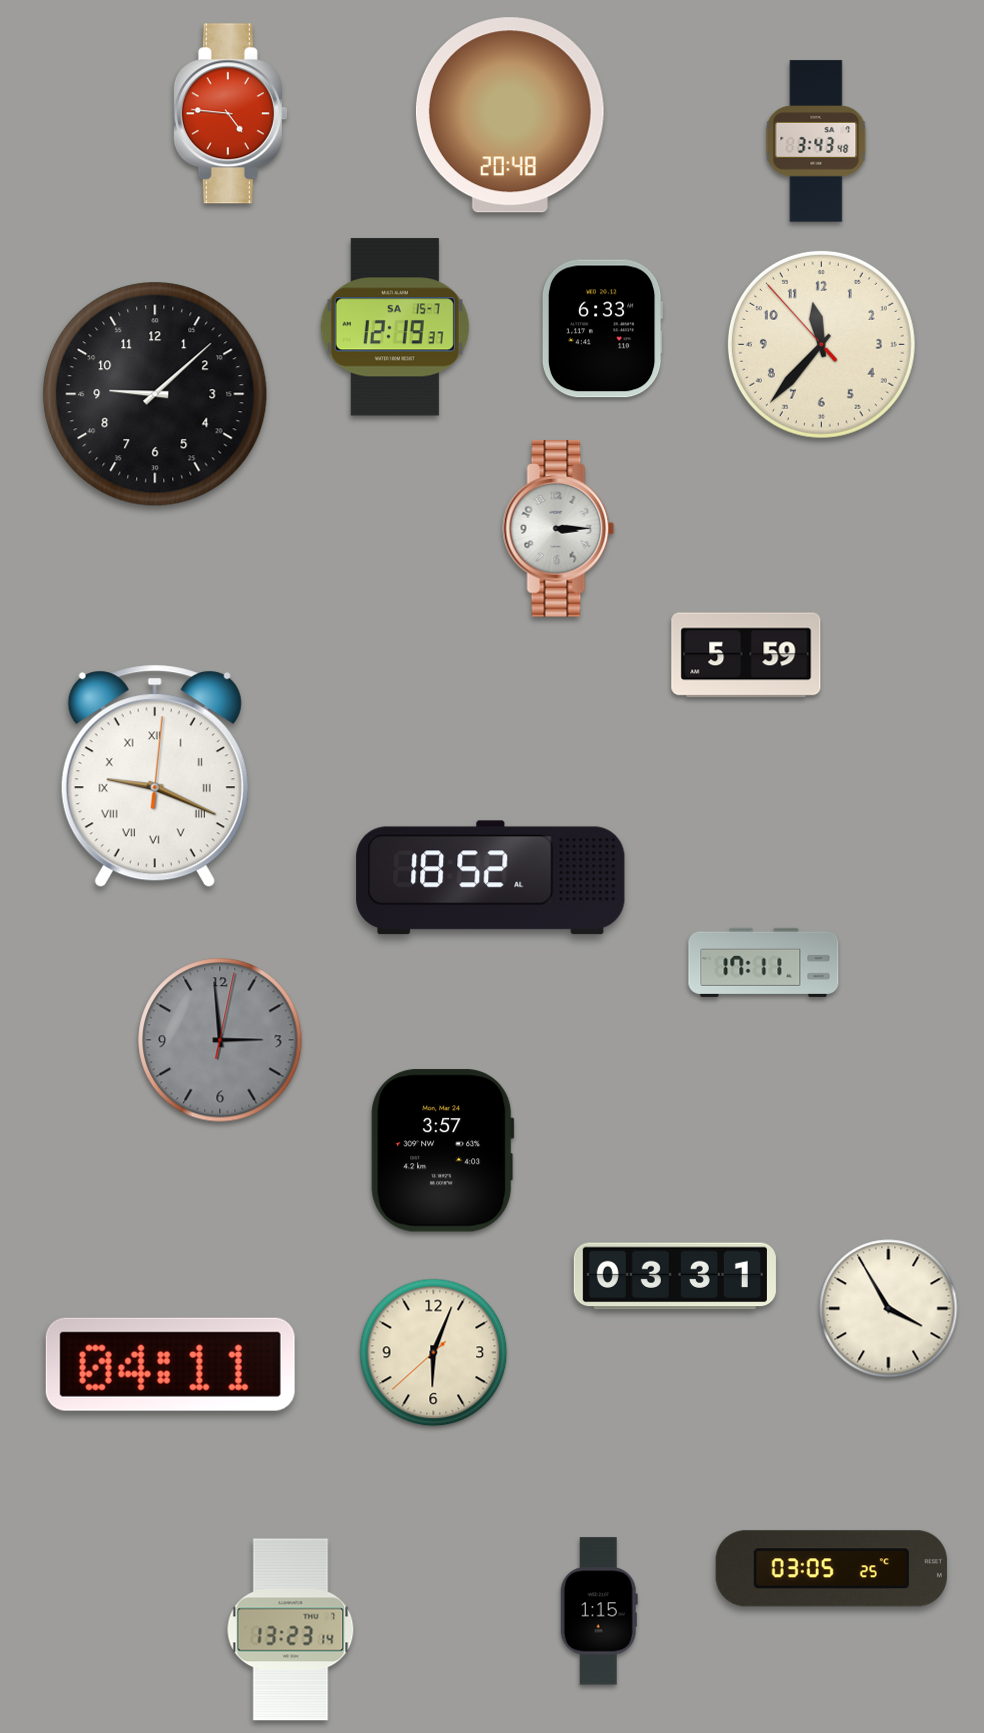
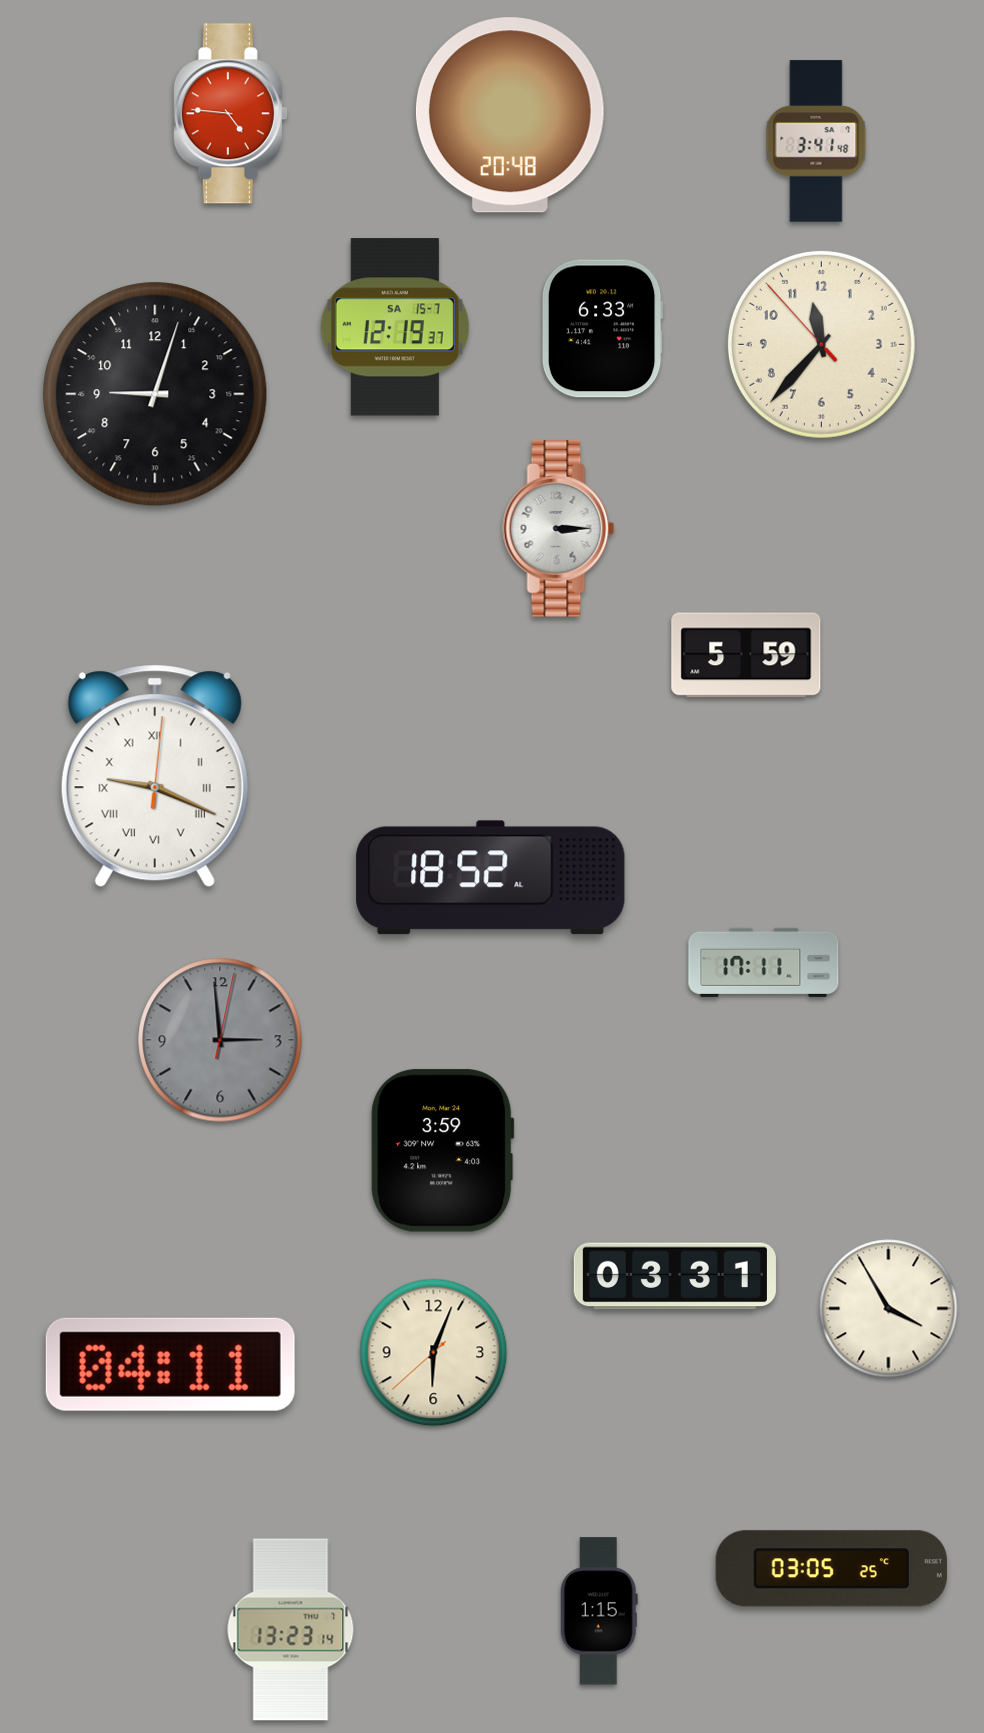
clock at (816, 141): 3:43 -> 3:41
clock at (155, 394): 9:08 -> 9:03
clock at (443, 1151): 3:57 -> 3:59
